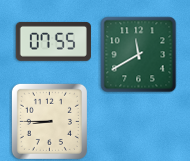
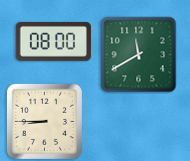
clock at (53, 41): 07:55 -> 08:00
clock at (49, 121) position: (49, 121) -> (44, 121)
